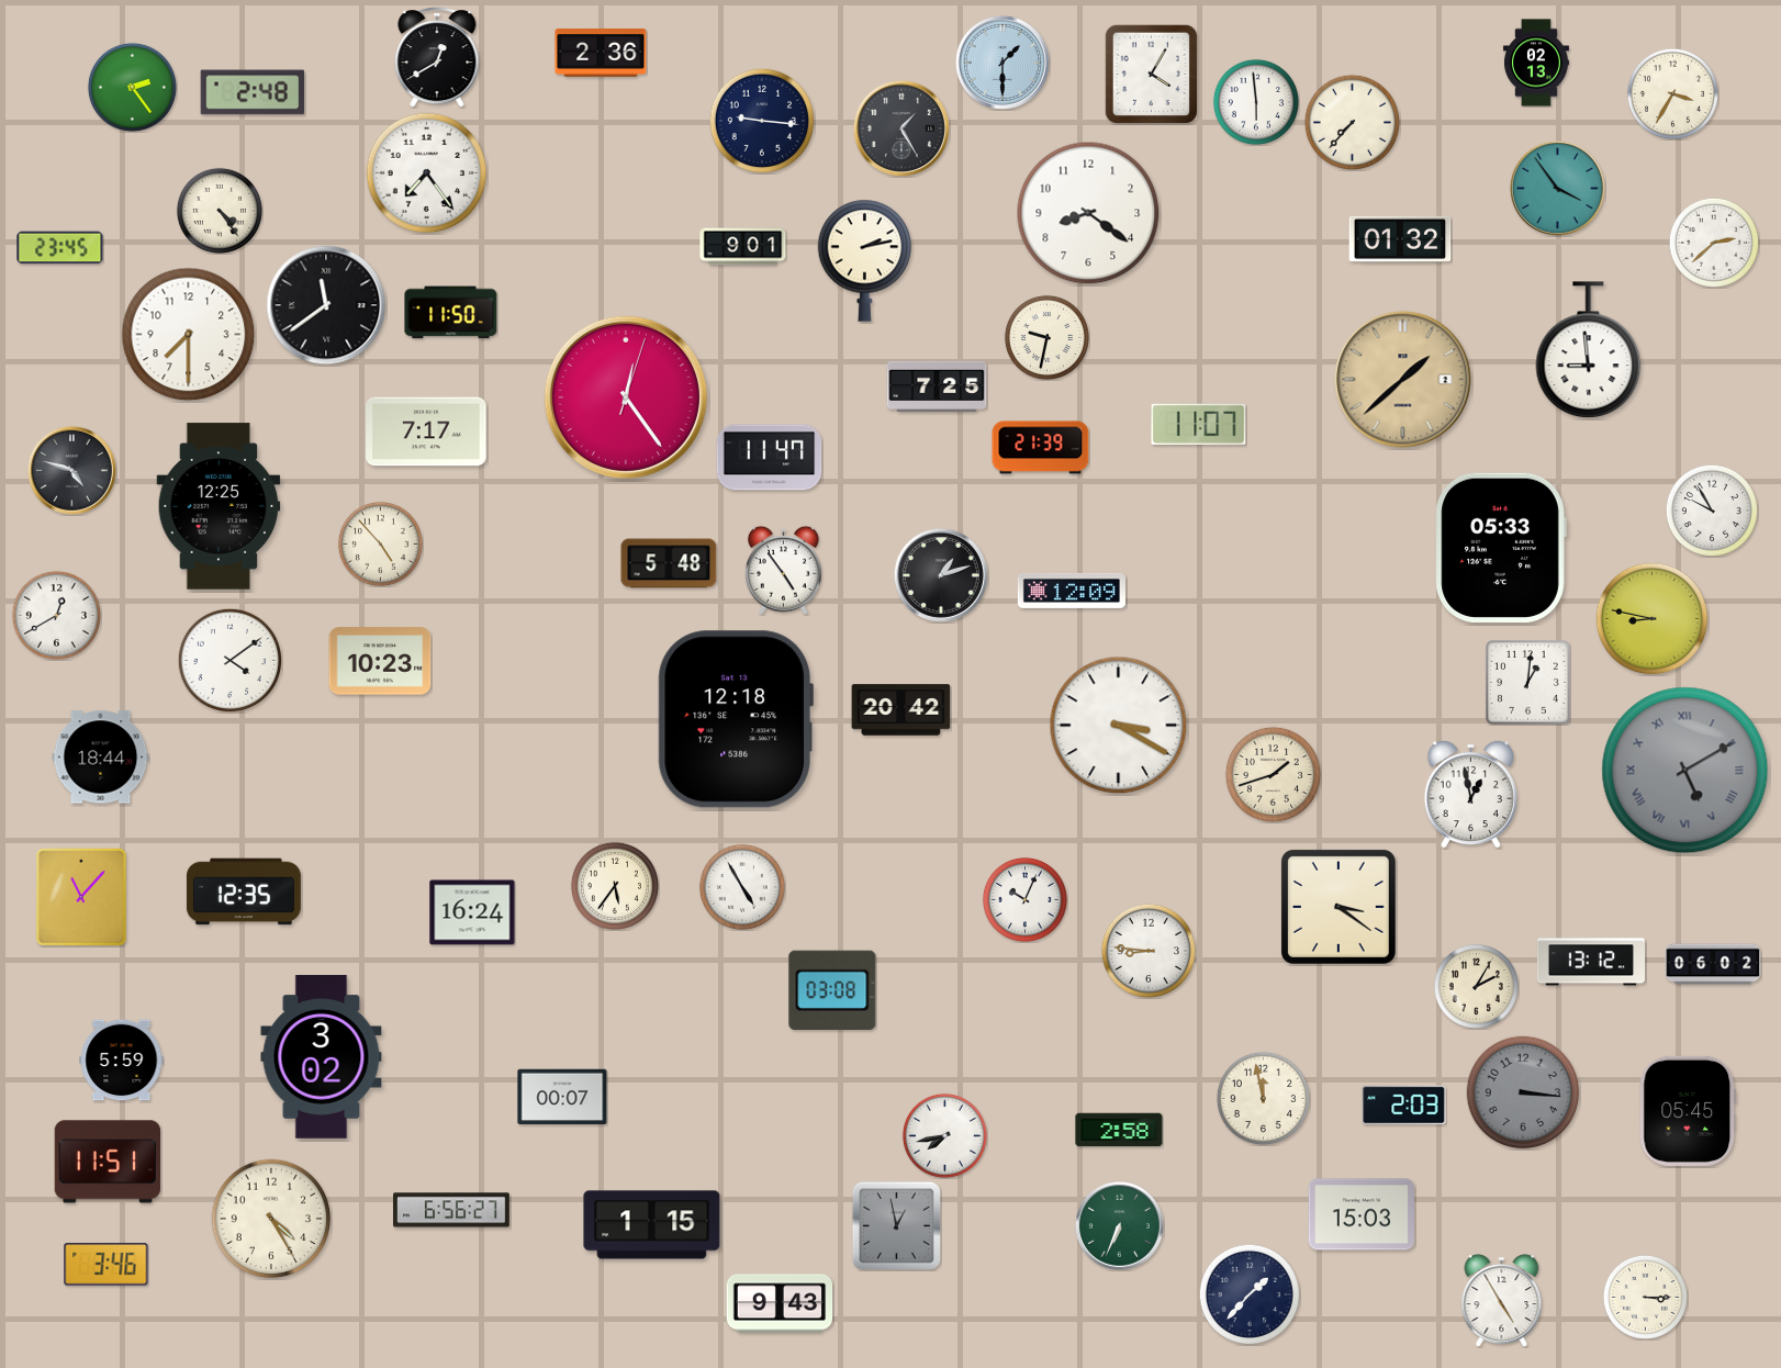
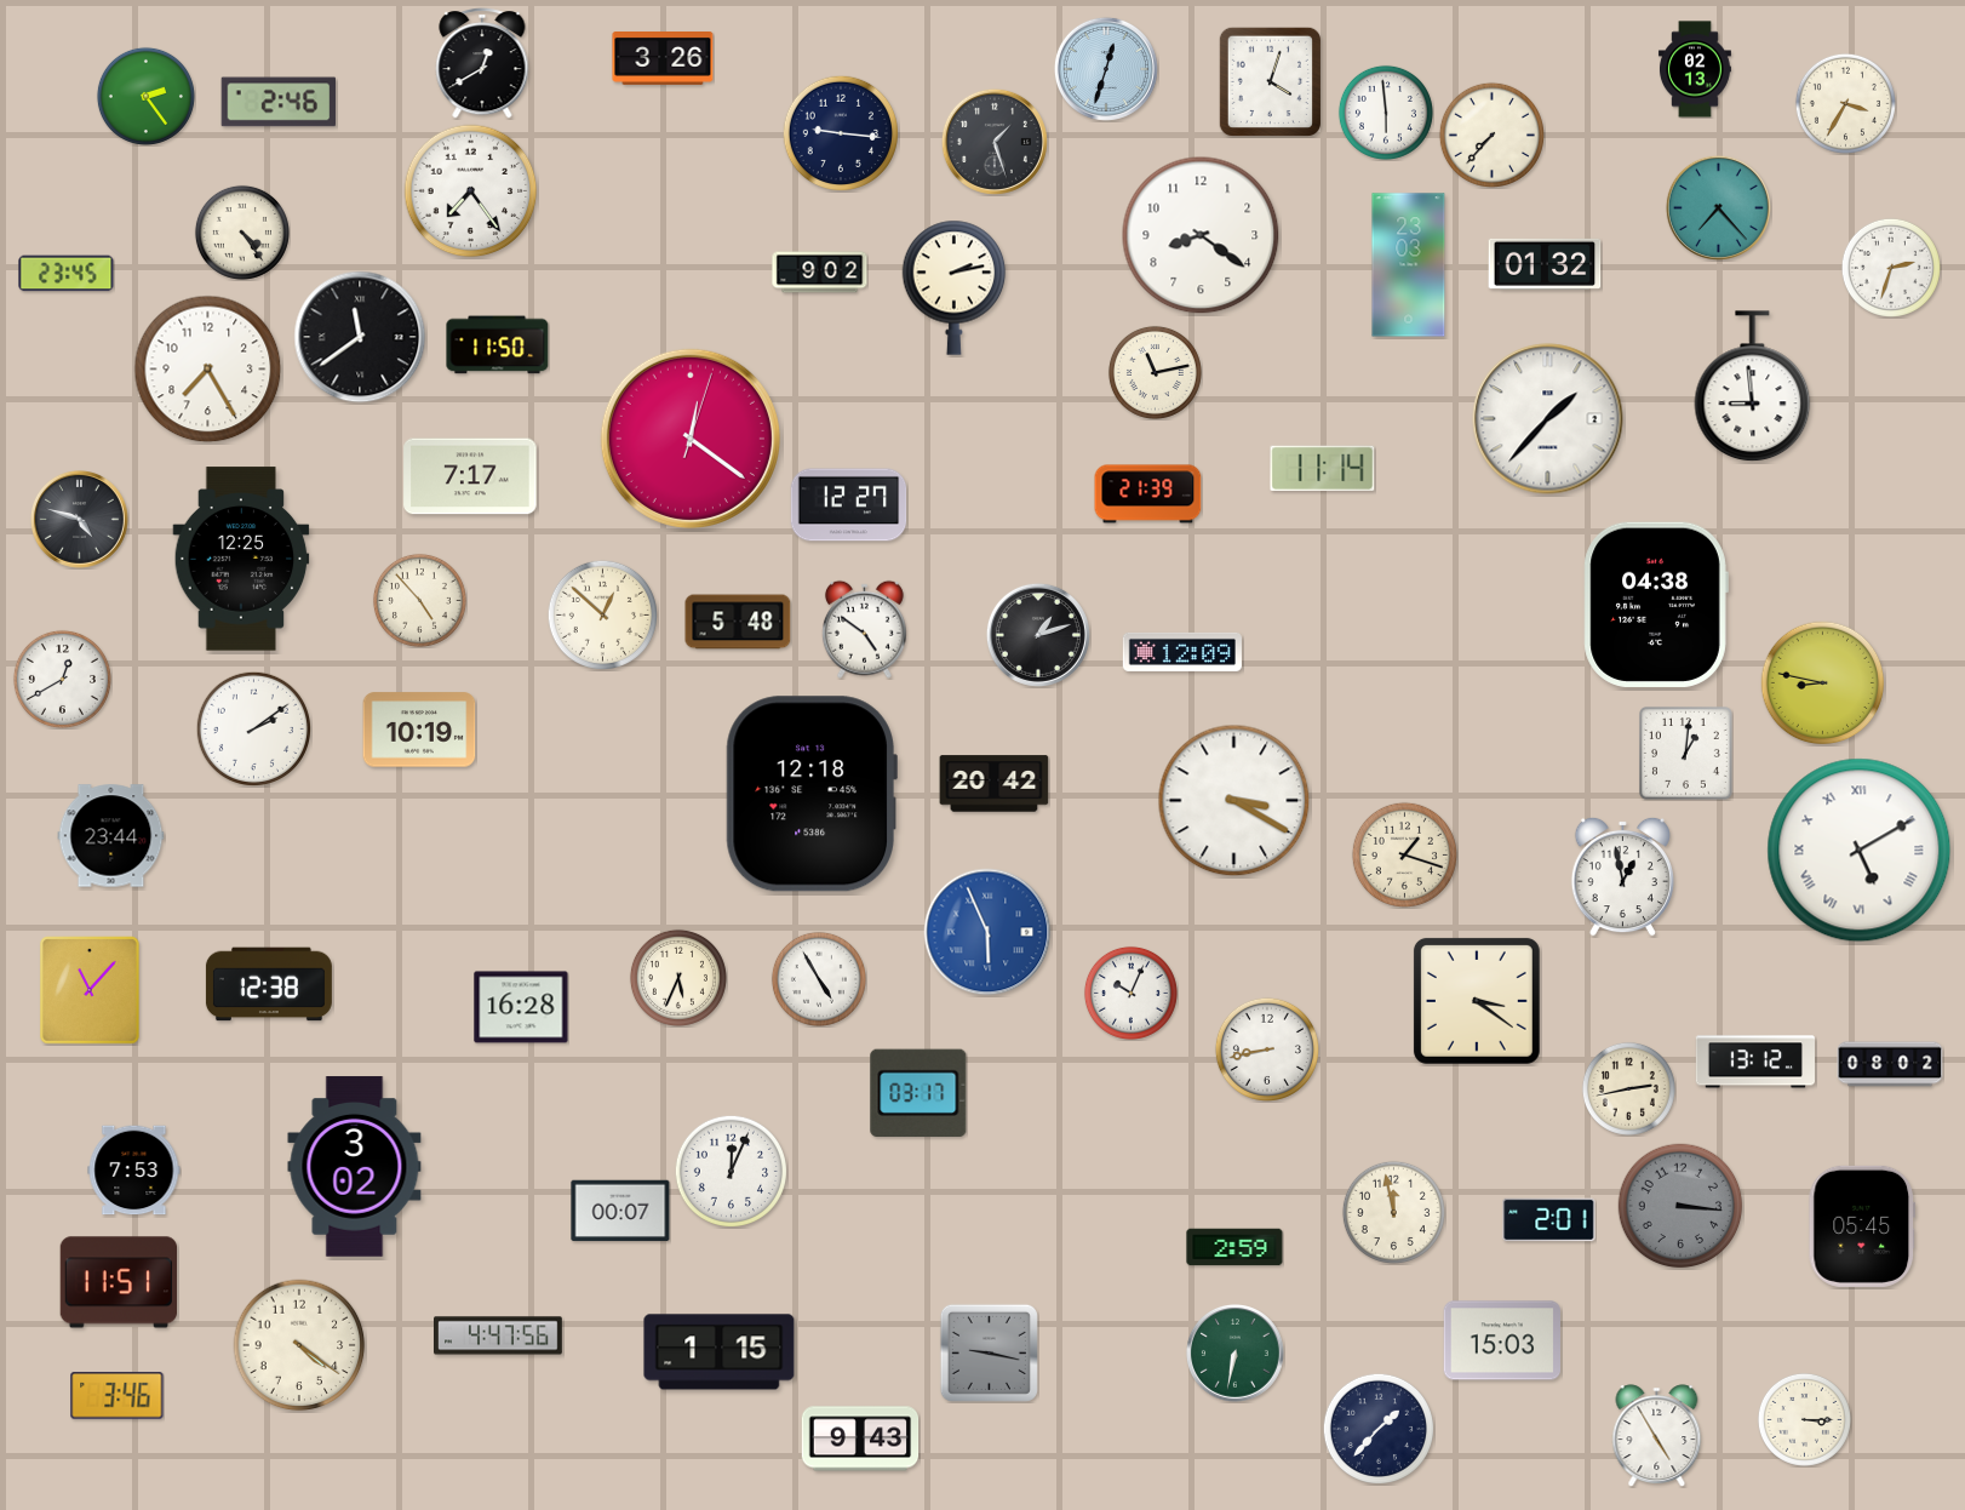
clock at (601, 54): 2:36 -> 3:26
clock at (1002, 63): 1:30 -> 12:33
clock at (1151, 74): 4:05 -> 4:03
clock at (253, 92): 2:48 -> 2:46
clock at (901, 128): 1:25 -> 1:27
clock at (1557, 188): 3:54 -> 7:23
clock at (1409, 265): none -> 23:03
clock at (1714, 243): 2:38 -> 2:33
clock at (743, 247): 9:01 -> 9:02
clock at (189, 335): 7:30 -> 7:25
clock at (1046, 337): 9:32 -> 11:13
clock at (1403, 380): 1:38 -> 1:37
clock at (1403, 380) dial: champagne -> white
clock at (937, 385): 7:25 -> none
clock at (626, 397): 12:24 -> 12:21
clock at (1199, 424): 11:07 -> 11:14
clock at (770, 458): 11:47 -> 12:27
clock at (1712, 511): 9:55 -> none
clock at (1501, 548): 05:33 -> 04:38
clock at (602, 614): none -> 12:52
clock at (783, 570): 4:54 -> 4:51
clock at (229, 660): 4:09 -> 2:09
clock at (380, 661): 10:23 -> 10:19
clock at (101, 758): 18:44 -> 23:44
clock at (1685, 771) dial: grey -> white
clock at (1273, 774): 1:42 -> 1:18
clock at (987, 932): none -> 5:56
clock at (615, 886): 5:36 -> 5:34
clock at (244, 892): 12:35 -> 12:38
clock at (472, 912): 16:24 -> 16:28
clock at (1149, 951): 8:46 -> 8:43
clock at (1713, 964): 06:02 -> 08:02
clock at (1476, 986): 2:05 -> 2:43
clock at (832, 989): 03:08 -> 03:17
clock at (122, 1061): 5:59 -> 7:53
clock at (731, 1171): none -> 12:04
clock at (1404, 1106): 2:03 -> 2:01
clock at (1119, 1130): 2:58 -> 2:59
clock at (944, 1135): 7:43 -> none
clock at (452, 1210): 6:56 -> 4:47
clock at (271, 1219): 4:25 -> 4:21
clock at (896, 1225): 12:58 -> 9:17
clock at (1120, 1226): 6:34 -> 6:32
clock at (1645, 1297) position: (1645, 1297) -> (1804, 1419)
